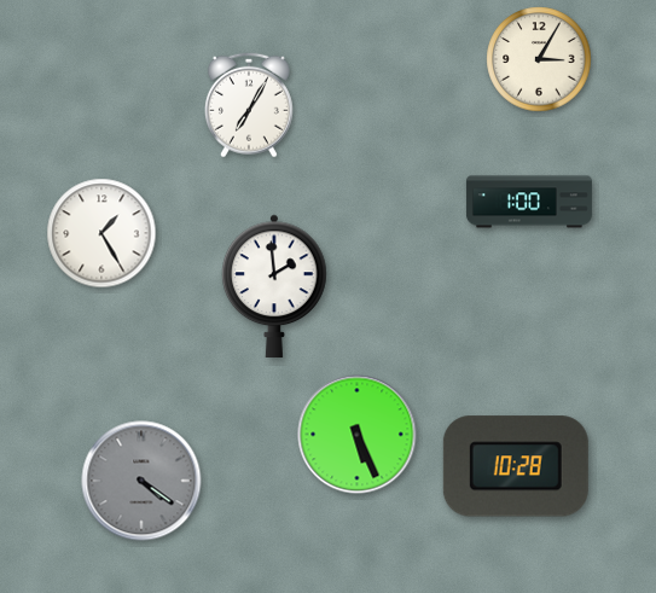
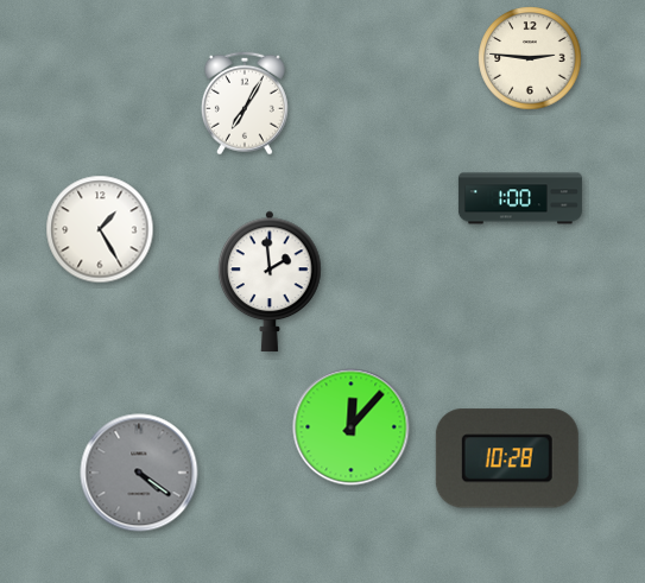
clock at (539, 59): 3:05 -> 2:46
clock at (358, 435): 5:26 -> 12:07
